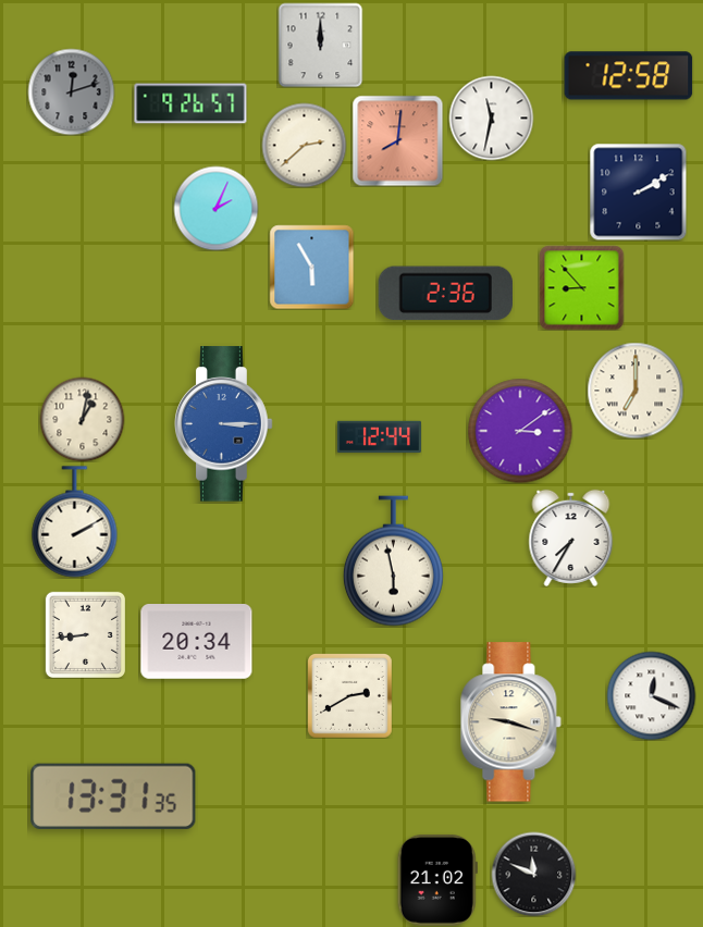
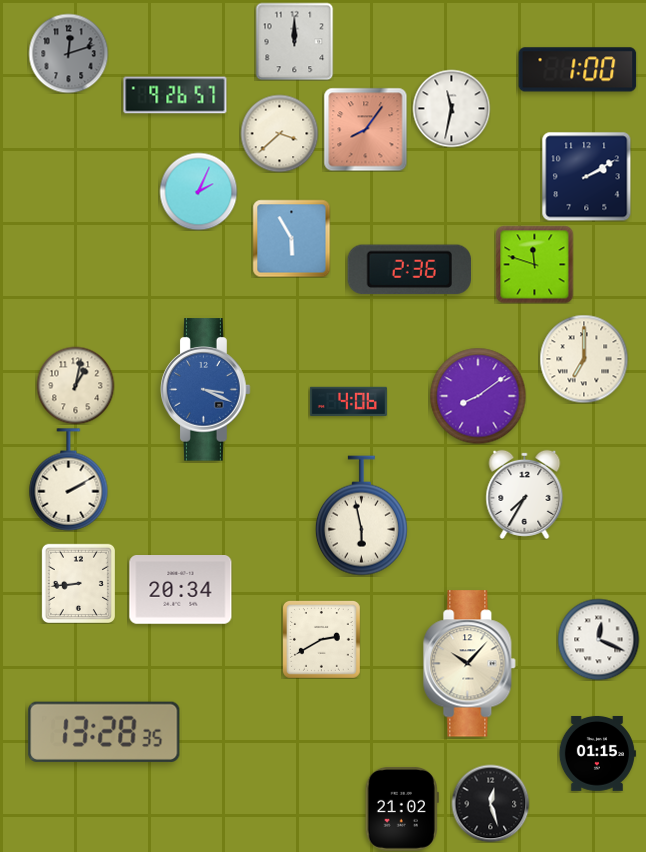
clock at (629, 76): 12:58 -> 1:00
clock at (71, 91) position: (71, 91) -> (68, 53)
clock at (397, 140): 8:01 -> 8:06
clock at (304, 145): 2:38 -> 3:38
clock at (311, 267) position: (311, 267) -> (291, 238)
clock at (581, 287): 8:53 -> 11:48
clock at (224, 424): 3:15 -> 3:19
clock at (520, 431): 3:09 -> 8:09
clock at (379, 437): 12:44 -> 4:06
clock at (511, 722): 9:18 -> 10:07
clock at (113, 796): 13:31 -> 13:28
clock at (597, 753): none -> 01:15
clock at (533, 874): 11:49 -> 12:27
